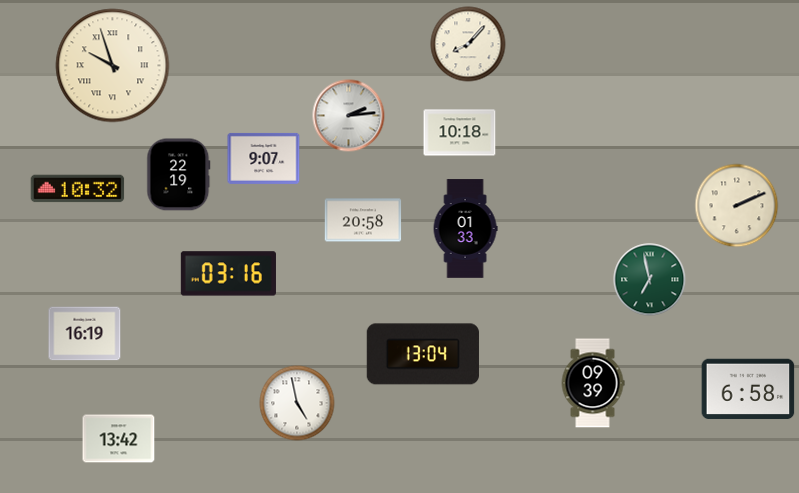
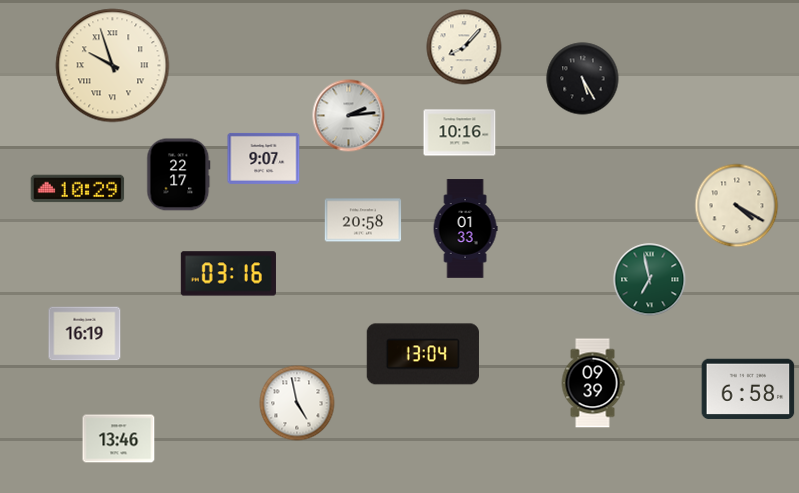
clock at (468, 44) position: (468, 44) -> (464, 47)
clock at (583, 79): none -> 5:25
clock at (460, 133): 10:18 -> 10:16
clock at (179, 175): 22:19 -> 22:17
clock at (78, 189): 10:32 -> 10:29
clock at (737, 206): 2:11 -> 4:20
clock at (119, 439): 13:42 -> 13:46
